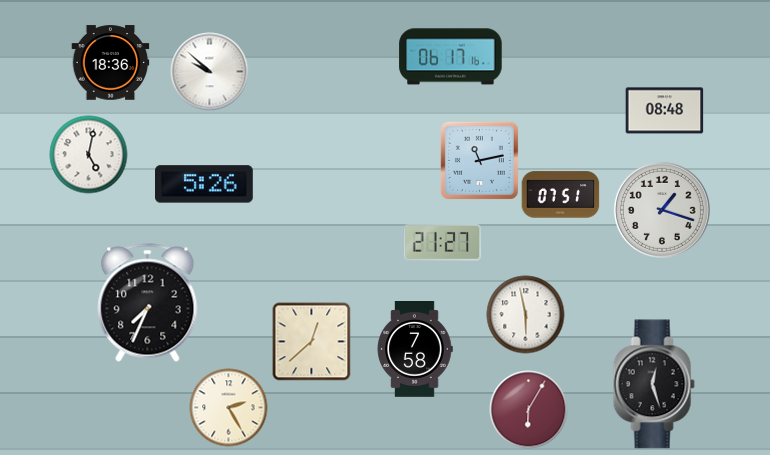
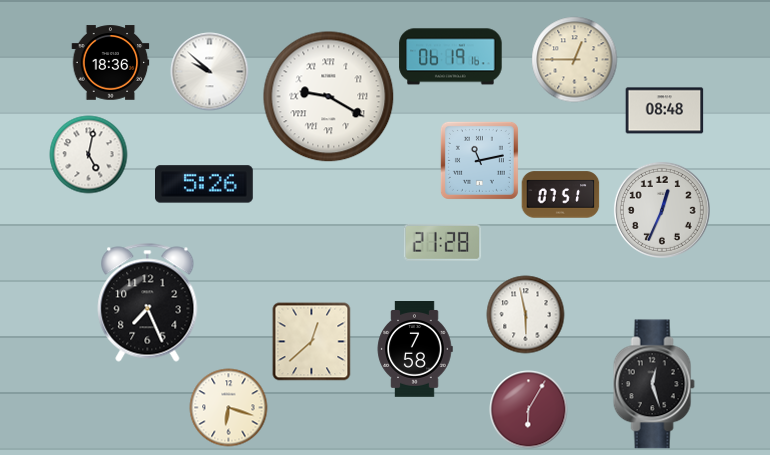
clock at (451, 57): 06:17 -> 06:19
clock at (574, 59): none -> 12:45
clock at (329, 97): none -> 9:20
clock at (662, 210): 1:18 -> 12:34
clock at (442, 242): 21:27 -> 21:28
clock at (148, 303): 7:34 -> 7:26
clock at (228, 407): 2:25 -> 6:18
